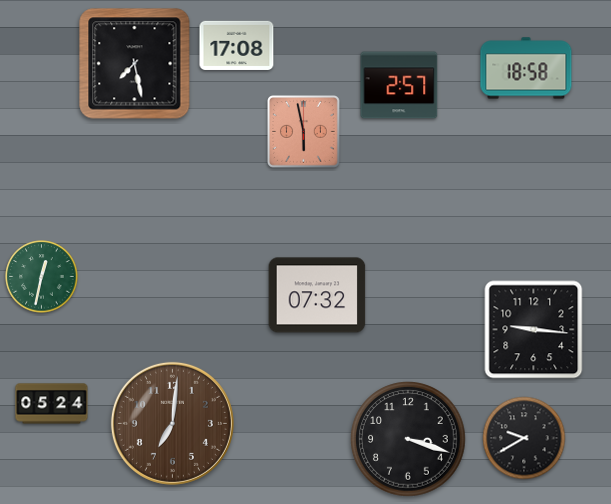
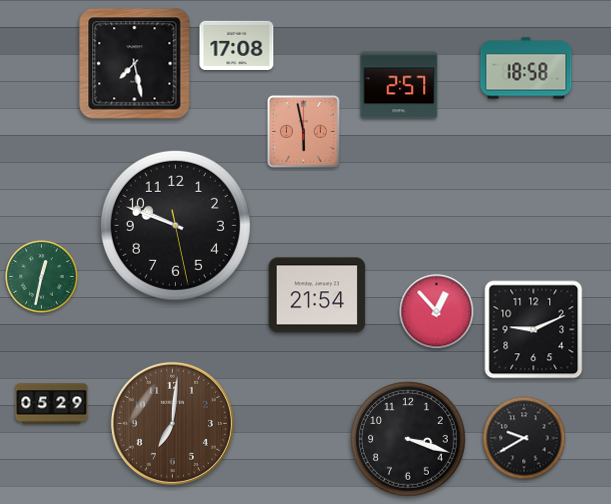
clock at (175, 225): none -> 9:48
clock at (317, 295): 07:32 -> 21:54
clock at (437, 312): none -> 12:53
clock at (534, 330): 9:16 -> 9:11
clock at (52, 404): 05:24 -> 05:29
